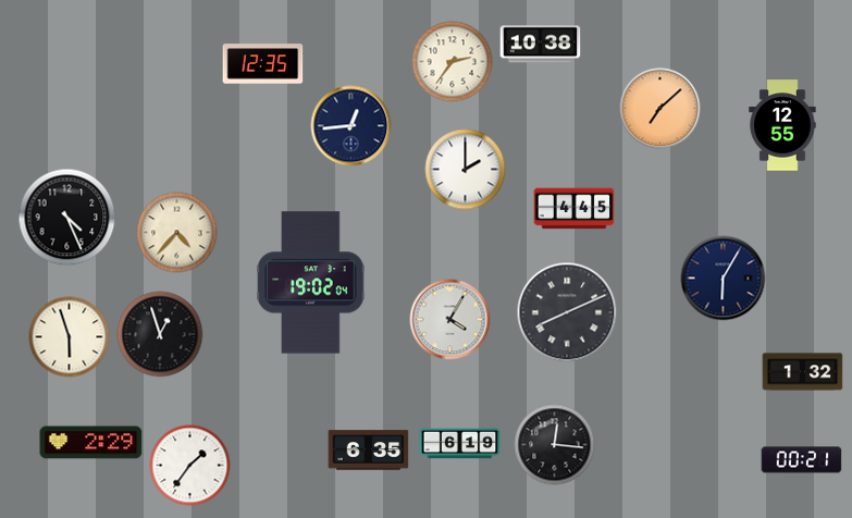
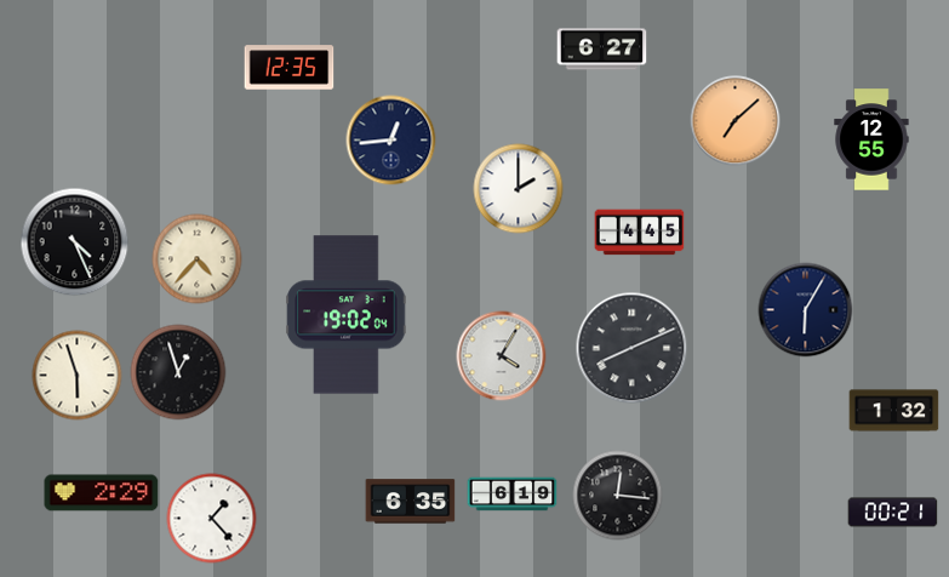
clock at (541, 45): 10:38 -> 6:27
clock at (453, 62): 2:36 -> none
clock at (263, 64) position: (263, 64) -> (290, 68)
clock at (803, 372) position: (803, 372) -> (894, 411)
clock at (190, 466): 1:36 -> 1:23
